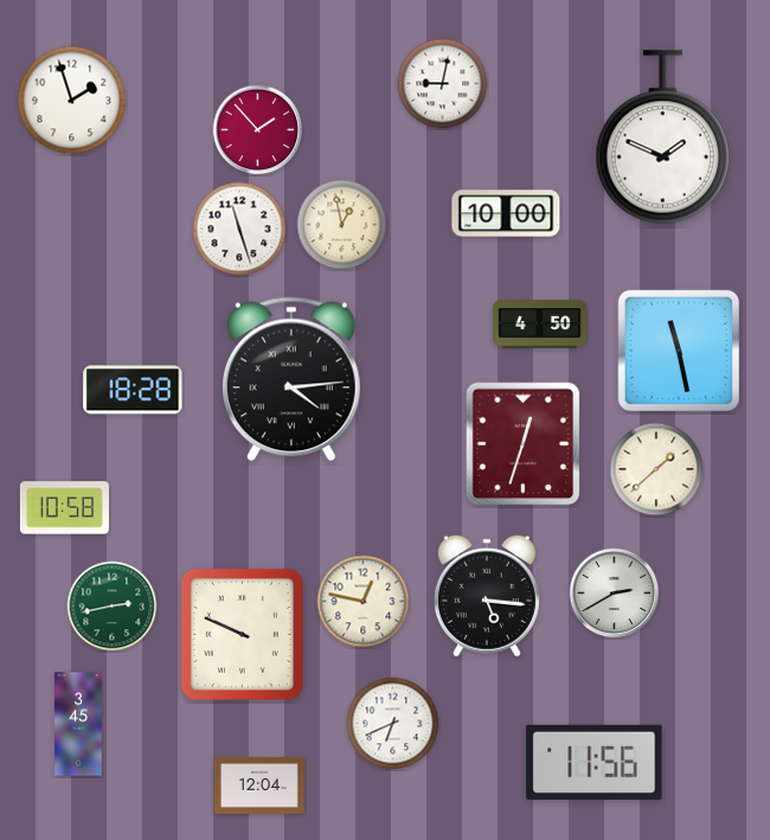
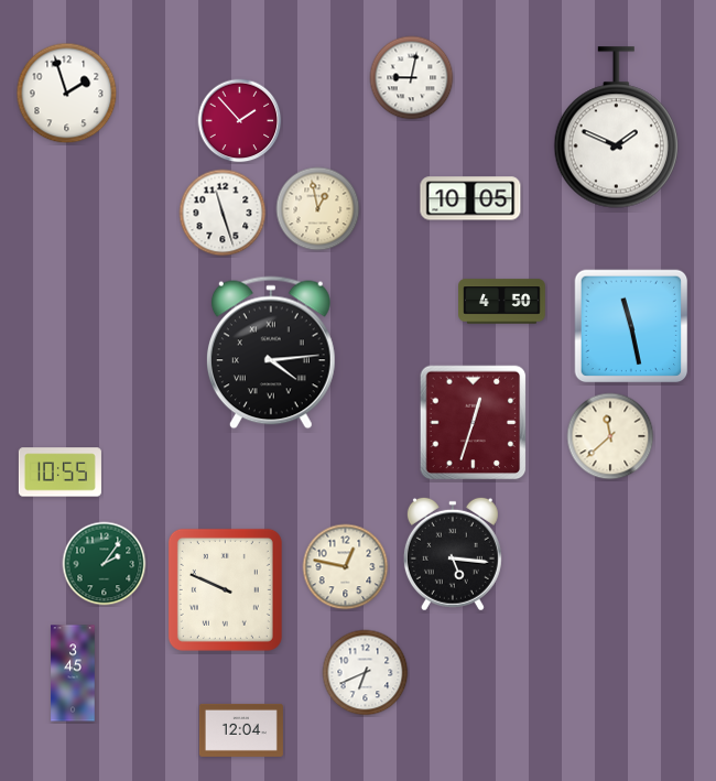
clock at (506, 213): 10:00 -> 10:05
clock at (133, 390): 18:28 -> none
clock at (524, 444) position: (524, 444) -> (474, 423)
clock at (656, 469): 1:38 -> 11:38
clock at (64, 508): 10:58 -> 10:55
clock at (615, 594): 2:40 -> none
clock at (364, 602) position: (364, 602) -> (346, 567)
clock at (113, 607): 2:43 -> 2:06
clock at (595, 762): 11:56 -> none
